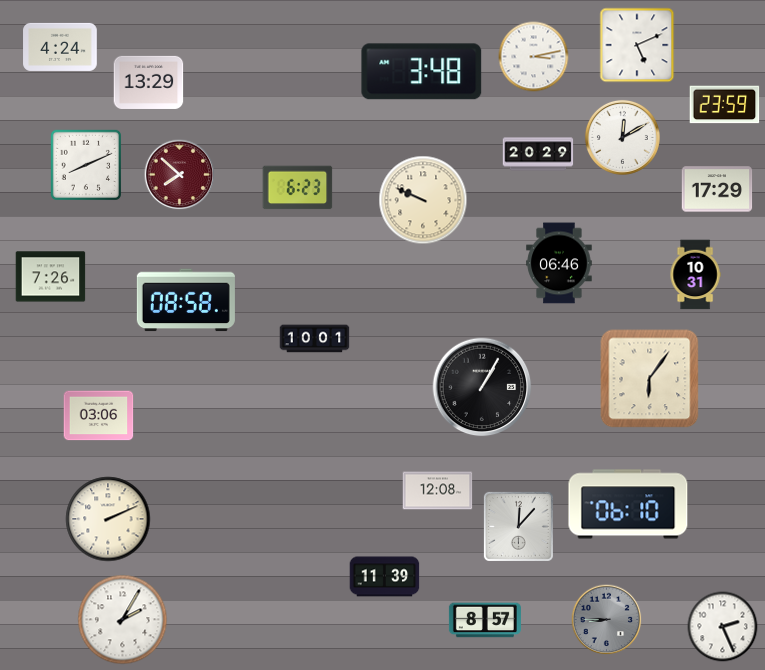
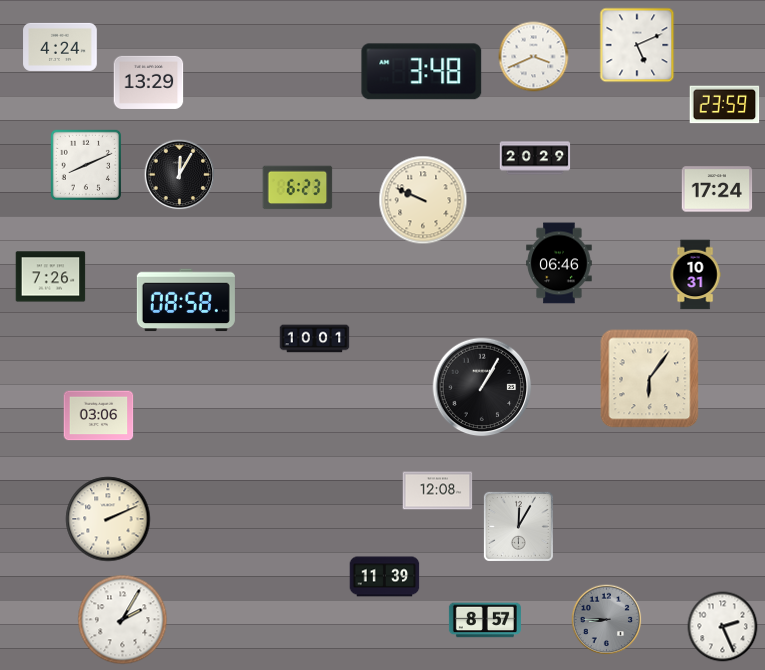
clock at (534, 57): 3:13 -> 3:41
clock at (622, 137): 12:10 -> none
clock at (538, 154) position: (538, 154) -> (535, 158)
clock at (180, 175): 7:52 -> 12:05
clock at (180, 175) dial: burgundy -> black
clock at (717, 189): 17:29 -> 17:24
clock at (628, 504): 06:10 -> none
clock at (518, 526): 12:07 -> 12:05
